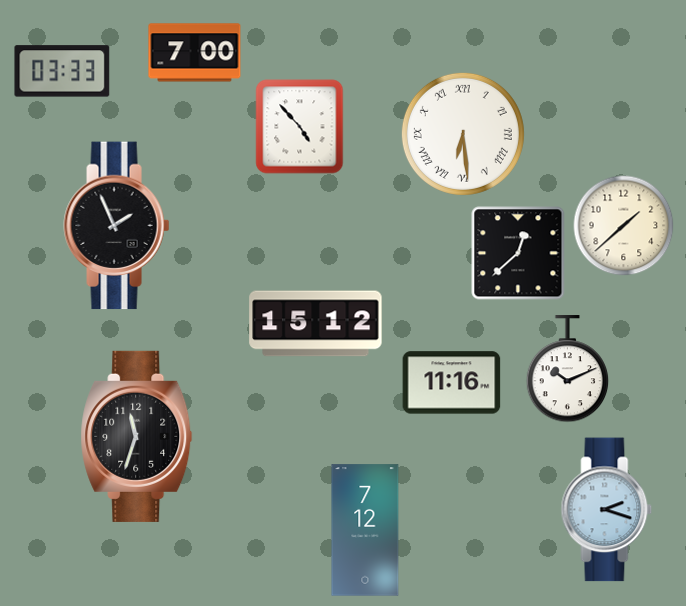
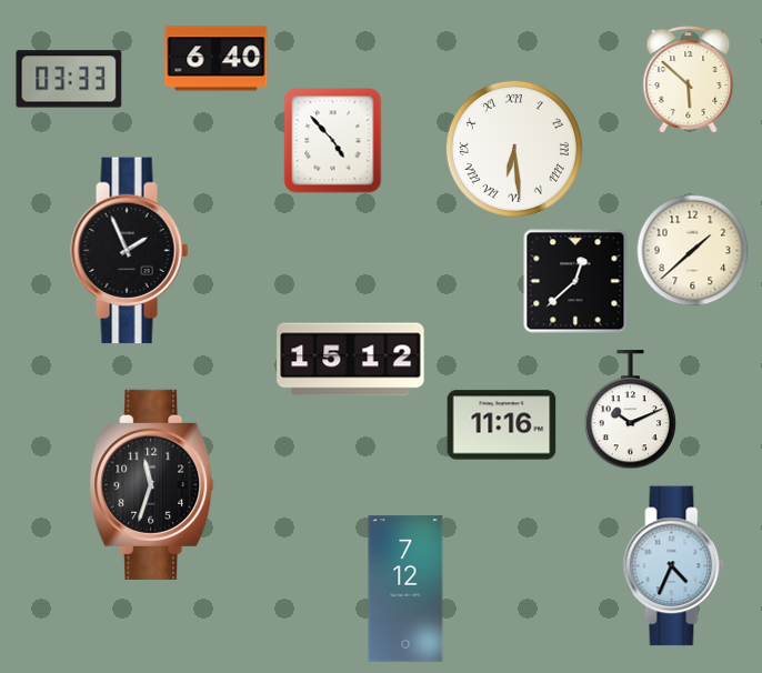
clock at (195, 53): 7:00 -> 6:40
clock at (689, 80): none -> 5:52
clock at (607, 510): 2:18 -> 4:34
